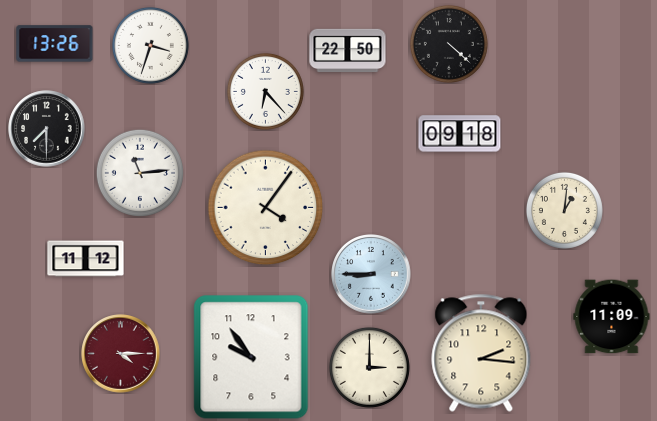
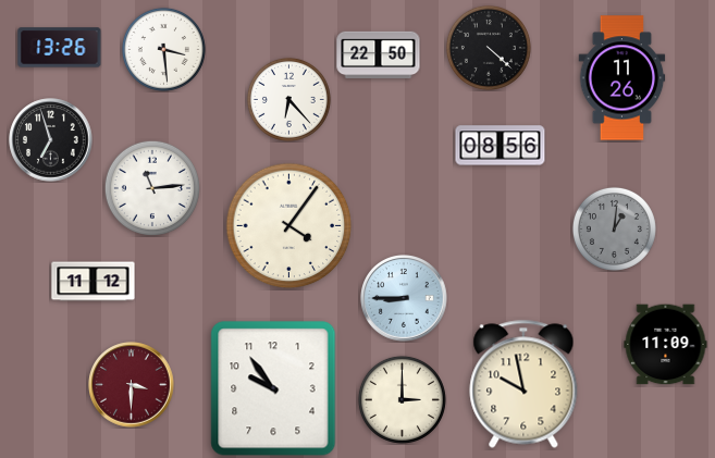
clock at (150, 45): 3:33 -> 3:29
clock at (622, 78): none -> 11:26
clock at (47, 129): 7:30 -> 6:57
clock at (460, 134): 09:18 -> 08:56
clock at (564, 210) dial: cream -> grey
clock at (481, 353): 2:16 -> 9:58
clock at (121, 354): 4:15 -> 3:30
